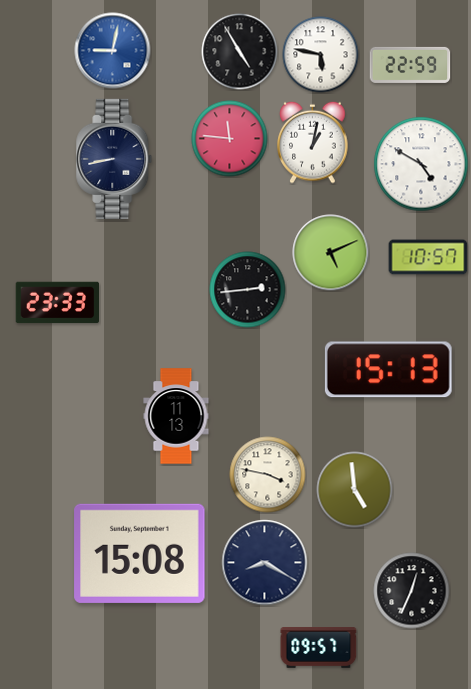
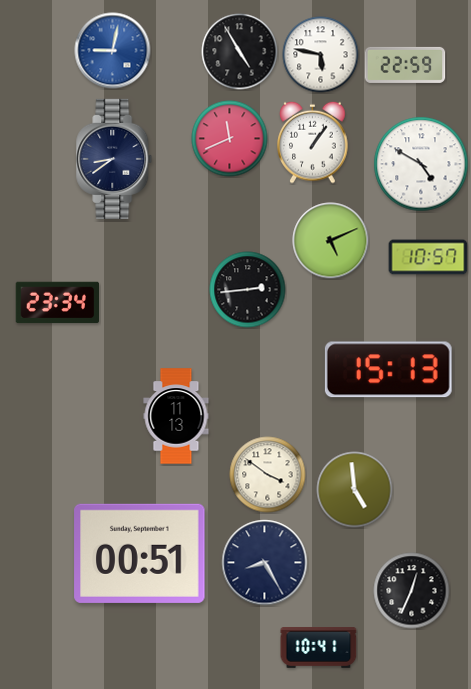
clock at (410, 65) position: (410, 65) -> (405, 65)
clock at (230, 139): 11:46 -> 11:41
clock at (313, 142): 1:02 -> 1:06
clock at (114, 159): 8:43 -> 8:39
clock at (331, 253) position: (331, 253) -> (331, 241)
clock at (57, 303): 23:33 -> 23:34
clock at (268, 475): 3:47 -> 3:51
clock at (140, 553): 15:08 -> 00:51
clock at (265, 563): 8:20 -> 8:25
clock at (319, 648): 09:57 -> 10:41
